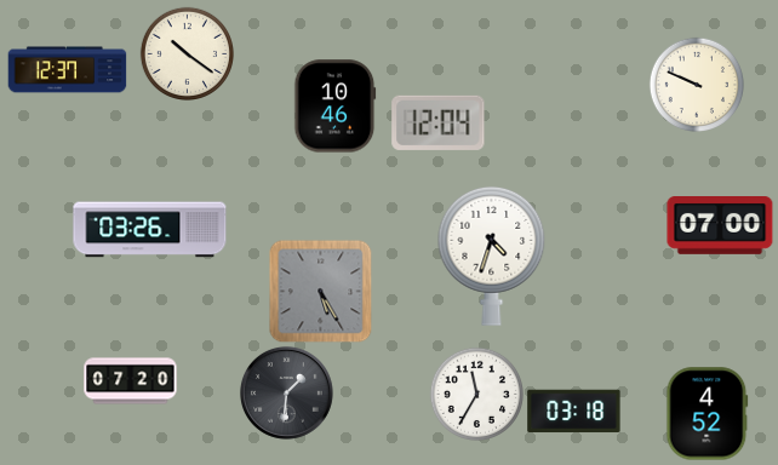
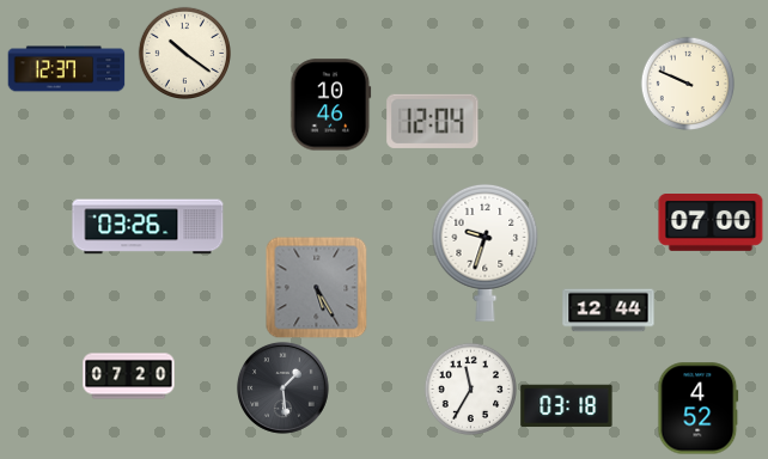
clock at (492, 256): 4:33 -> 9:33
clock at (609, 311): none -> 12:44
clock at (286, 392): 1:31 -> 1:29
